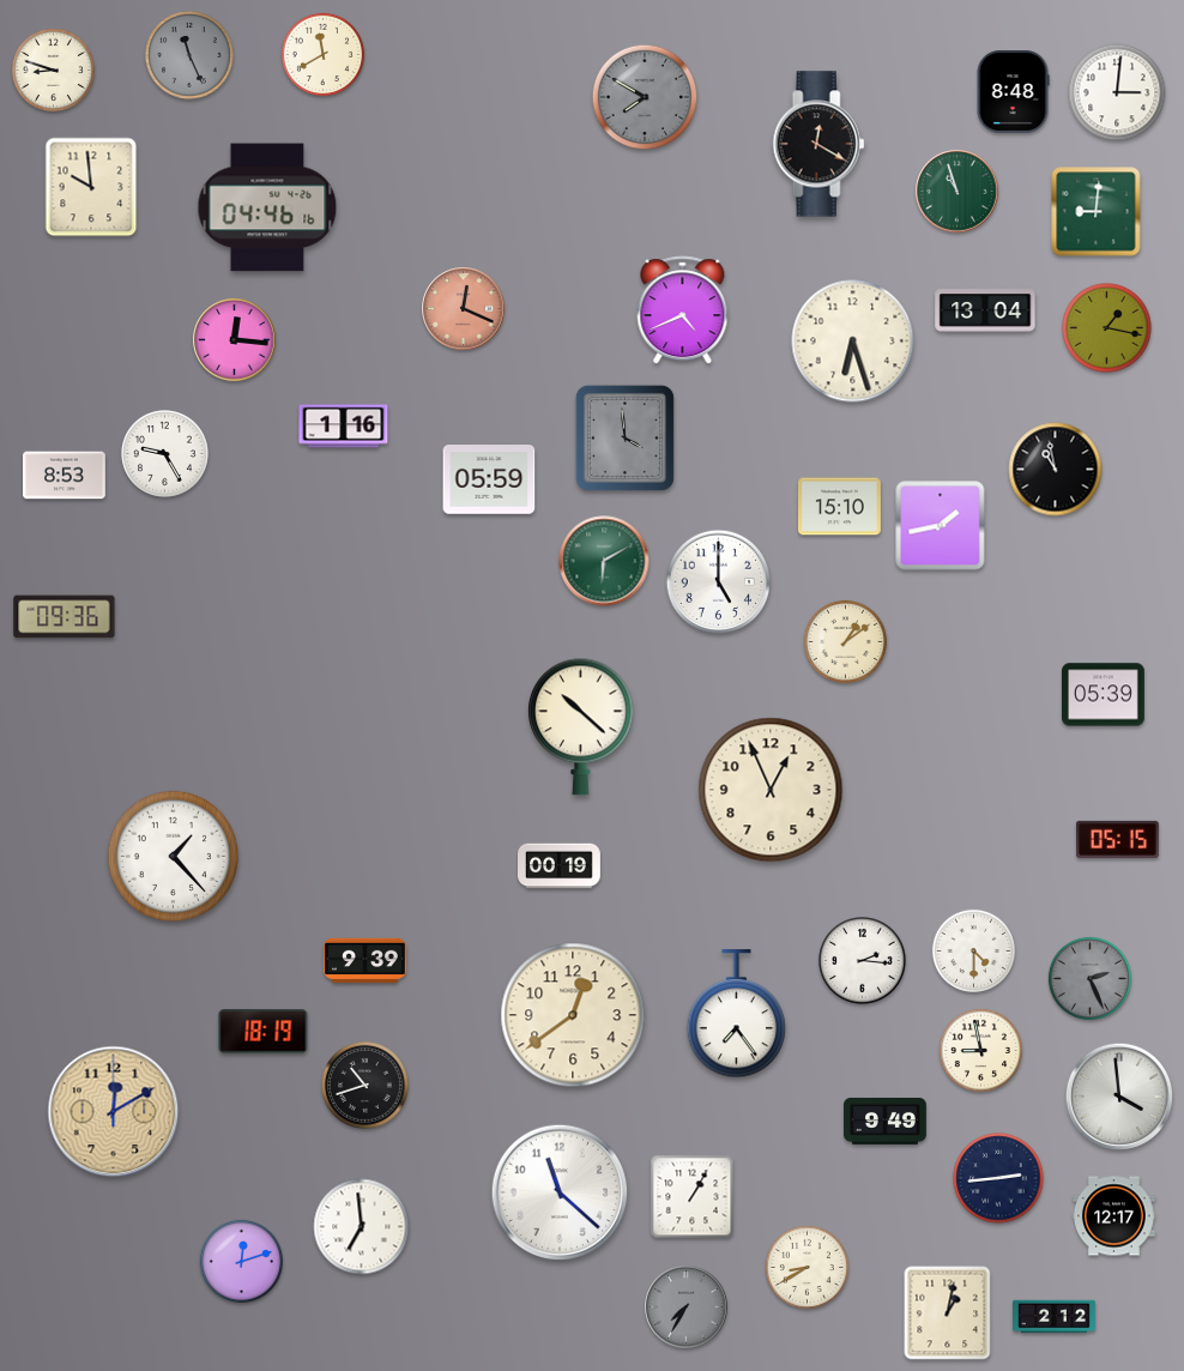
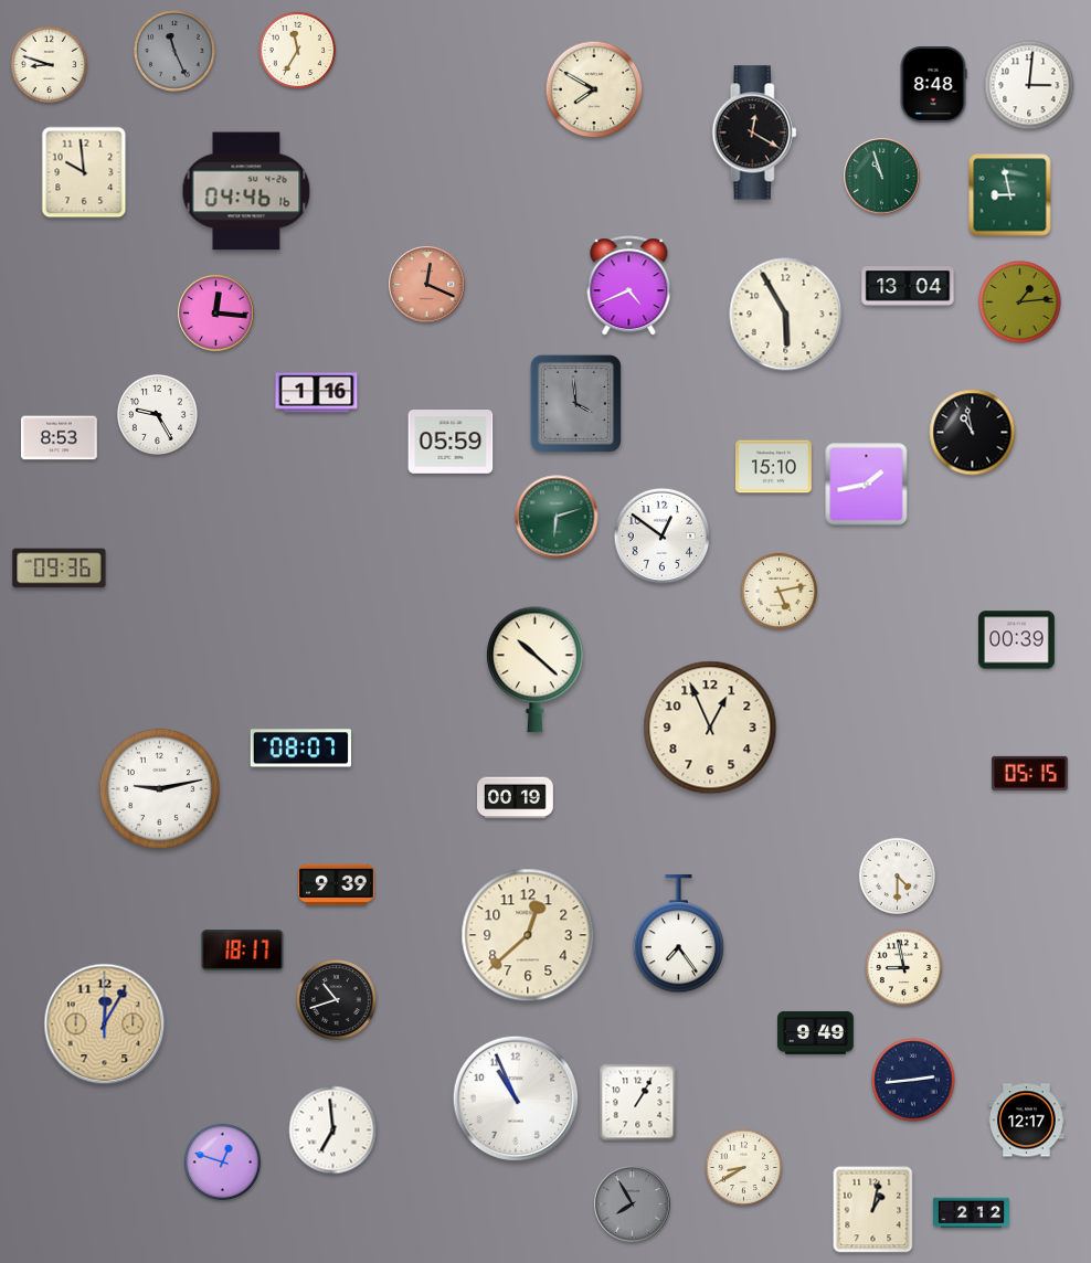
clock at (322, 54): 11:40 -> 11:35
clock at (645, 97) dial: grey -> cream
clock at (1097, 212): 9:01 -> 8:58
clock at (1107, 328): 1:17 -> 1:14
clock at (853, 342): 6:27 -> 5:55
clock at (165, 454) position: (165, 454) -> (158, 415)
clock at (604, 561): 6:10 -> 6:12
clock at (719, 582): 5:00 -> 12:51
clock at (845, 641): 1:09 -> 5:13
clock at (1104, 695): 05:39 -> 00:39
clock at (300, 749): none -> 08:07
clock at (173, 856): 1:23 -> 9:13
clock at (863, 961): 2:16 -> none
clock at (1089, 978): 2:26 -> none
clock at (573, 1015): 12:39 -> 12:38
clock at (264, 1032): 18:19 -> 18:17
clock at (1119, 1097): 3:59 -> none
clock at (114, 1112): 12:10 -> 12:05
clock at (998, 1178) position: (998, 1178) -> (913, 1080)
clock at (560, 1192): 11:22 -> 10:56
clock at (241, 1261): 12:12 -> 12:48
clock at (687, 1307): 7:35 -> 7:55
